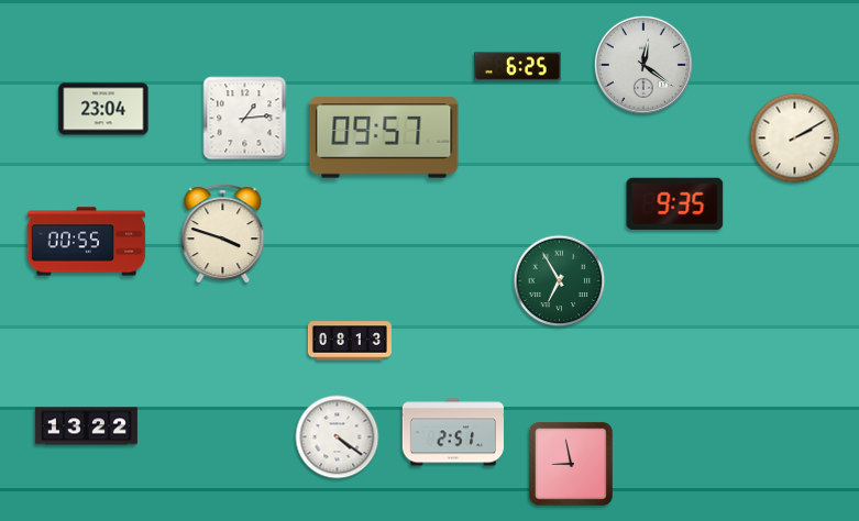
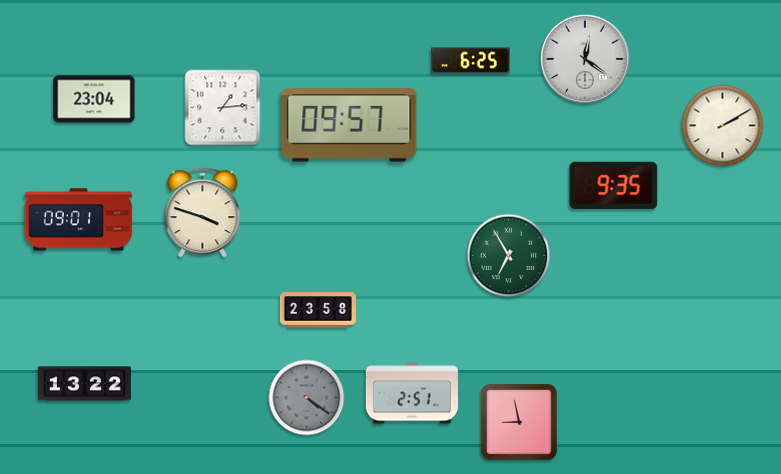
clock at (87, 242): 00:55 -> 09:01
clock at (350, 341): 08:13 -> 23:58
clock at (86, 426) position: (86, 426) -> (84, 384)
clock at (338, 437) dial: white -> grey
